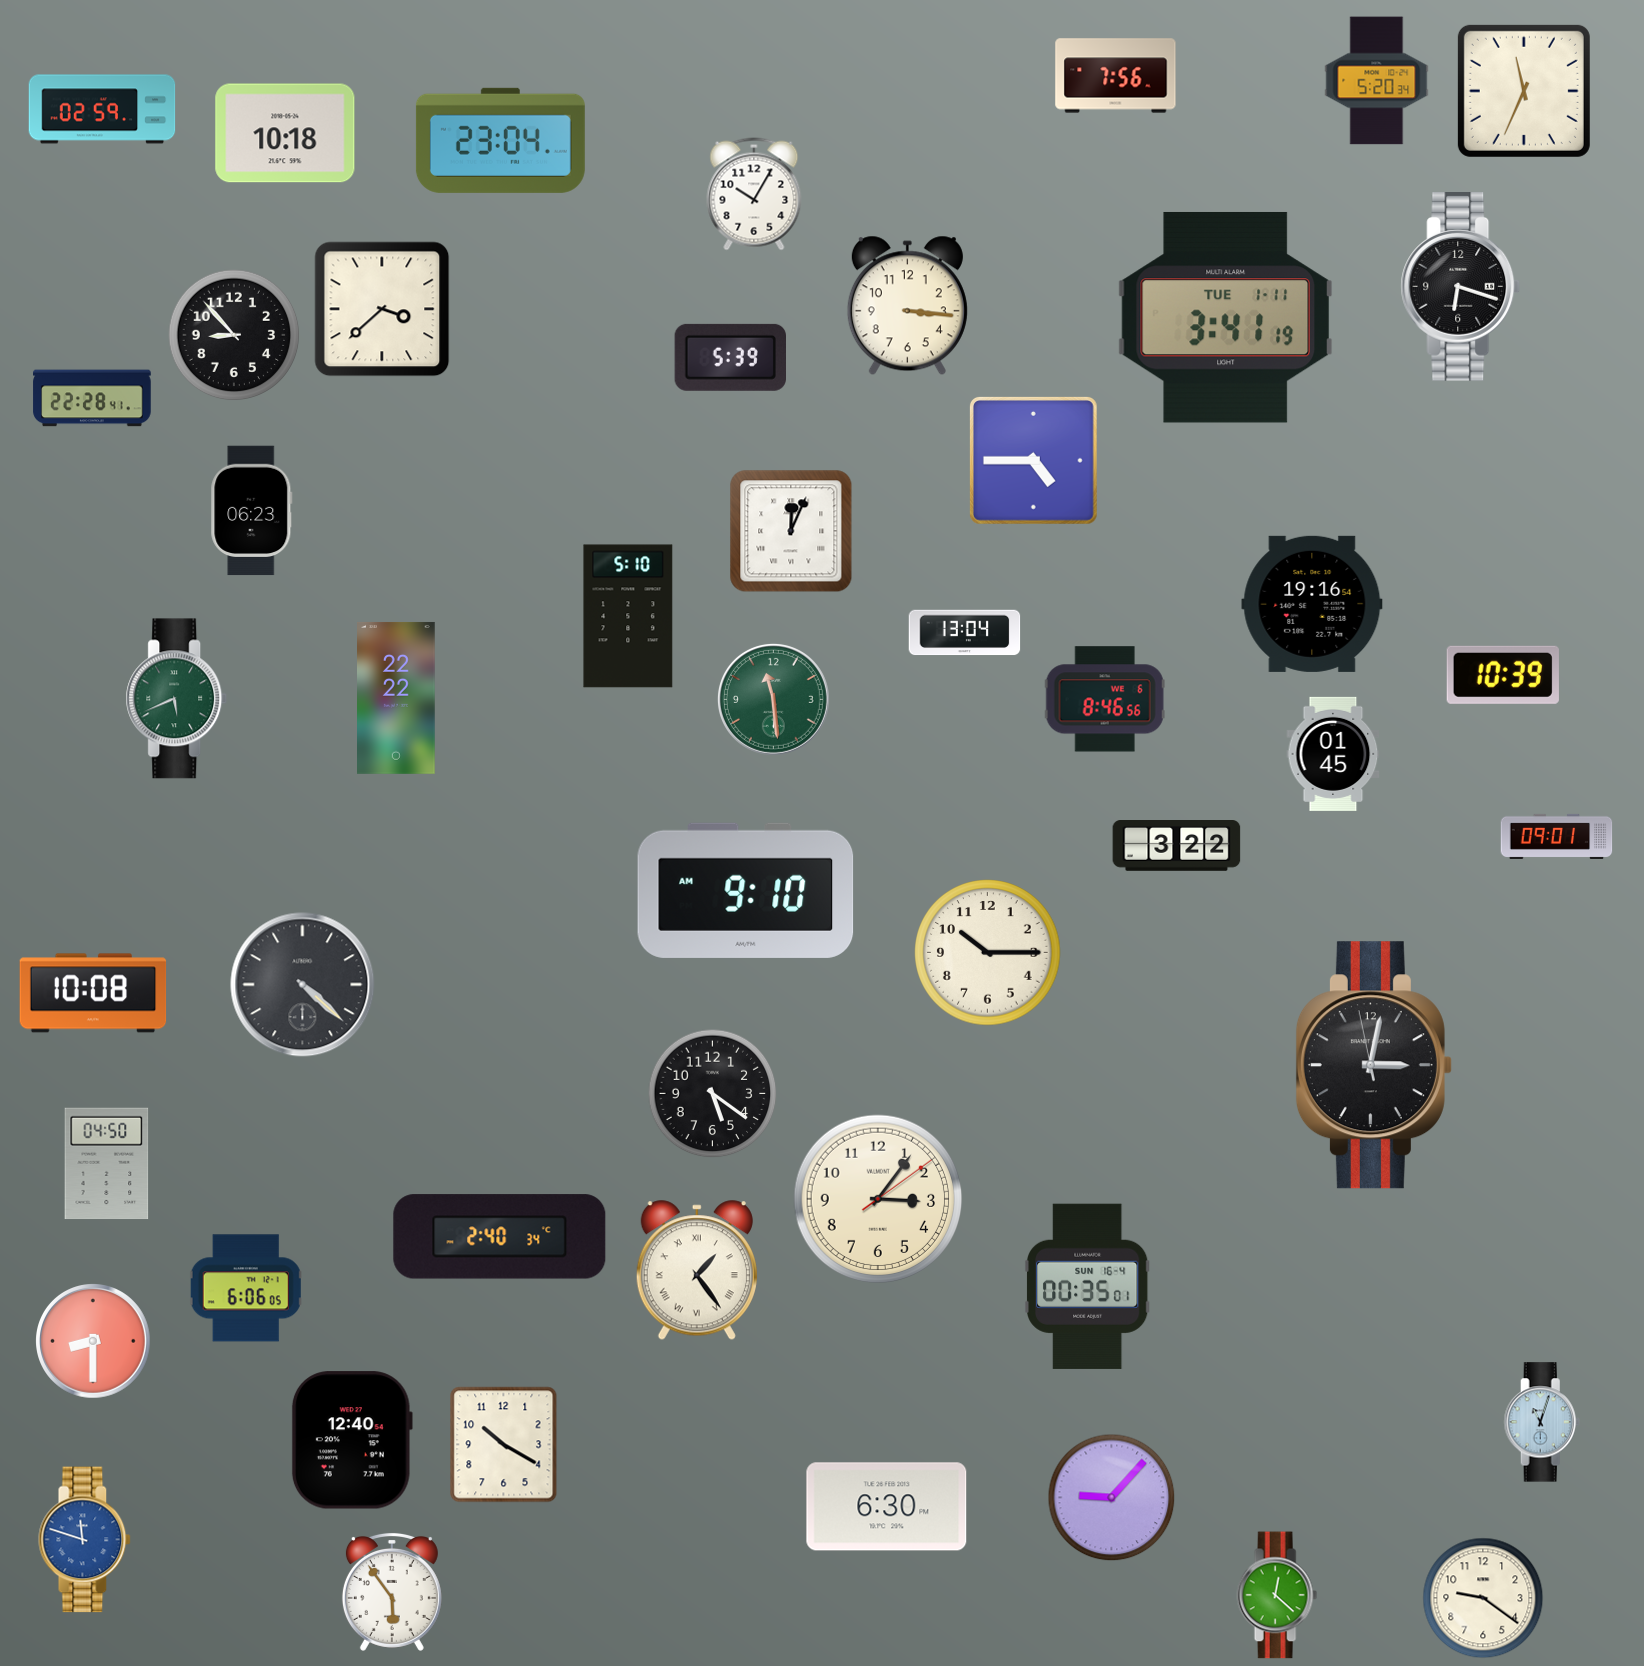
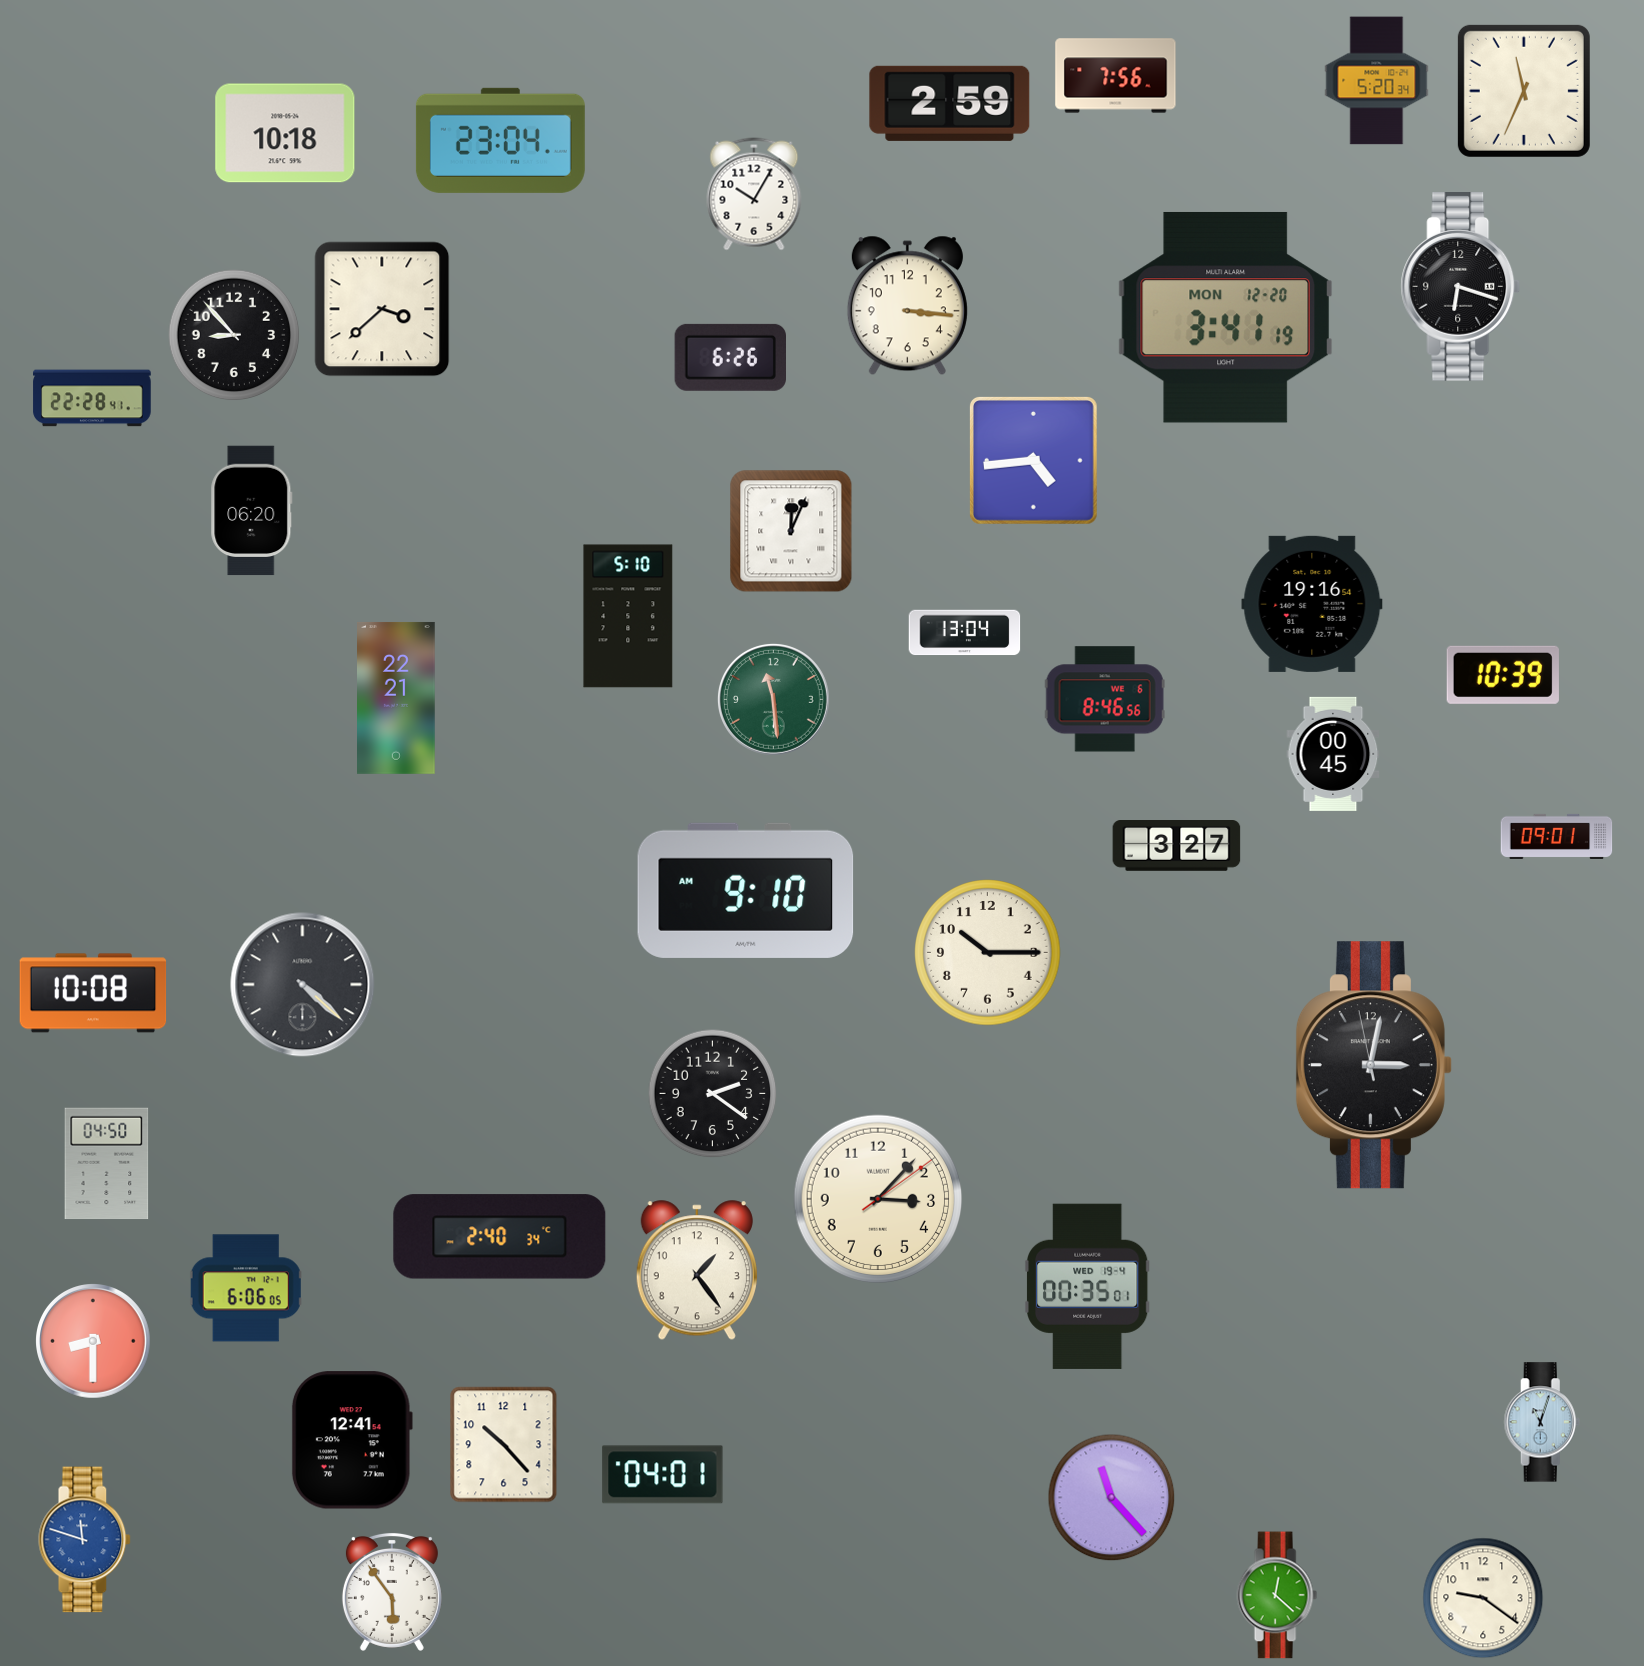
clock at (950, 103): none -> 2:59
clock at (102, 109): 02:59 -> none
clock at (1225, 317) date: TUE 1-11 -> MON 12-20
clock at (730, 357): 5:39 -> 6:26
clock at (1033, 460): 4:45 -> 4:44
clock at (252, 511): 06:23 -> 06:20
clock at (396, 698): 22:22 -> 22:21
clock at (177, 699): 5:41 -> none
clock at (1333, 754): 01:45 -> 00:45
clock at (1177, 846): 3:22 -> 3:27
clock at (713, 1094): 5:21 -> 2:21
clock at (878, 1199): 3:06 -> 3:07
clock at (697, 1271) numerals: Roman -> Arabic
clock at (1087, 1286) date: SUN 16-4 -> WED 19-4
clock at (352, 1440): 12:40 -> 12:41
clock at (504, 1445): 10:20 -> 10:23
clock at (663, 1475): none -> 04:01
clock at (1112, 1498): 9:07 -> 11:23
clock at (887, 1507): 6:30 -> none
